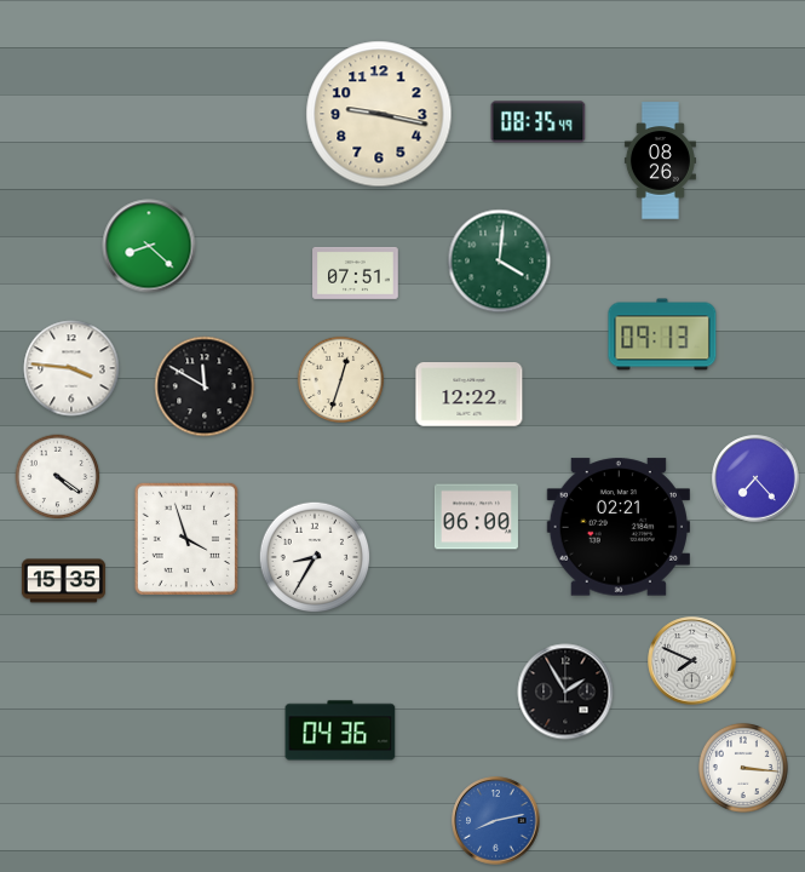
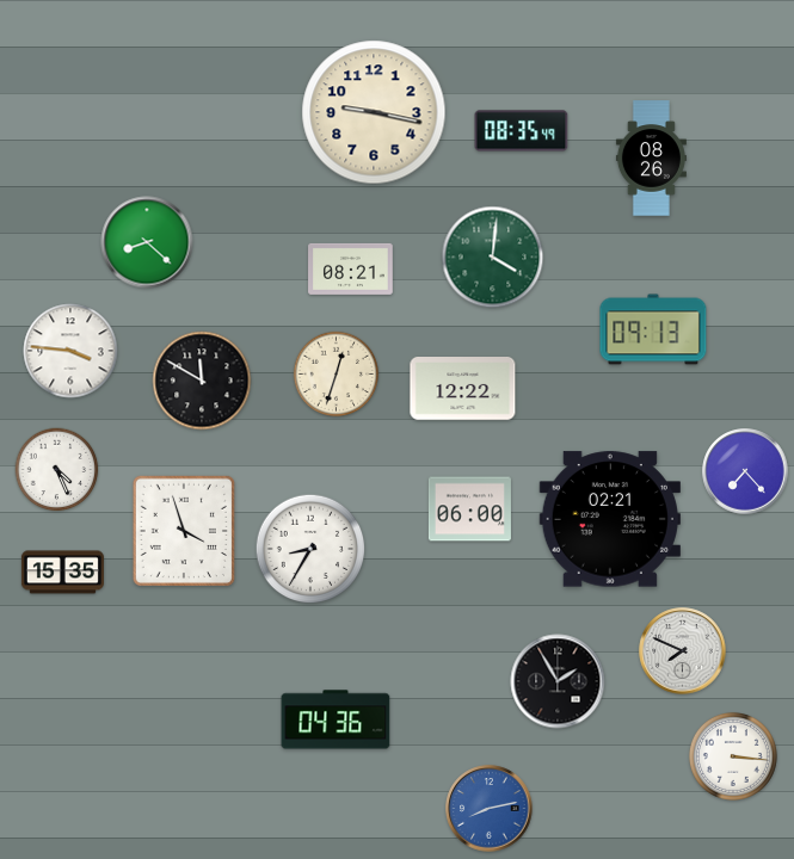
clock at (539, 122) position: (539, 122) -> (522, 131)
clock at (356, 272): 07:51 -> 08:21
clock at (71, 368) position: (71, 368) -> (70, 351)
clock at (58, 477): 4:21 -> 4:26
